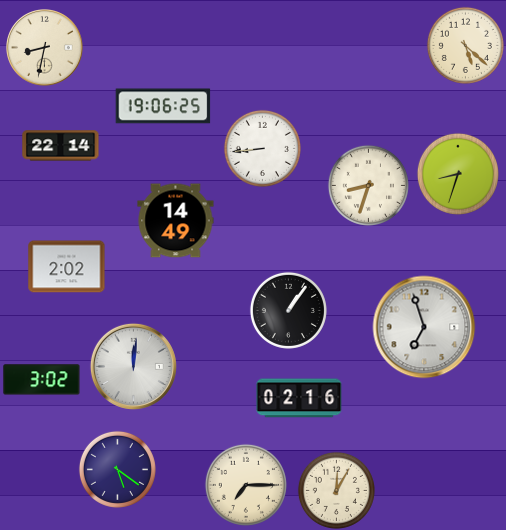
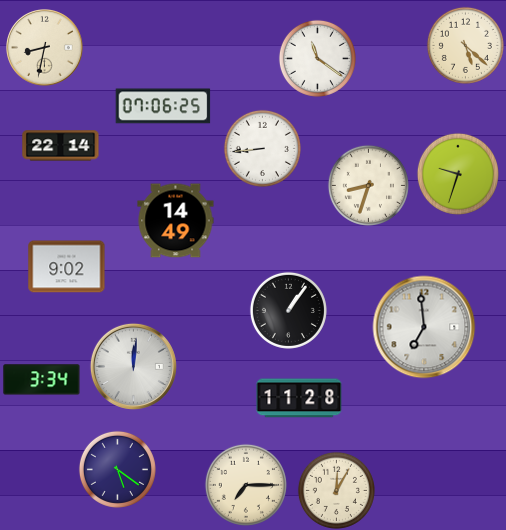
clock at (317, 58): none -> 11:21
clock at (163, 106): 19:06 -> 07:06
clock at (458, 174): 8:33 -> 9:33
clock at (67, 267): 2:02 -> 9:02
clock at (424, 327): 6:57 -> 6:59
clock at (42, 380): 3:02 -> 3:34
clock at (299, 398): 02:16 -> 11:28
